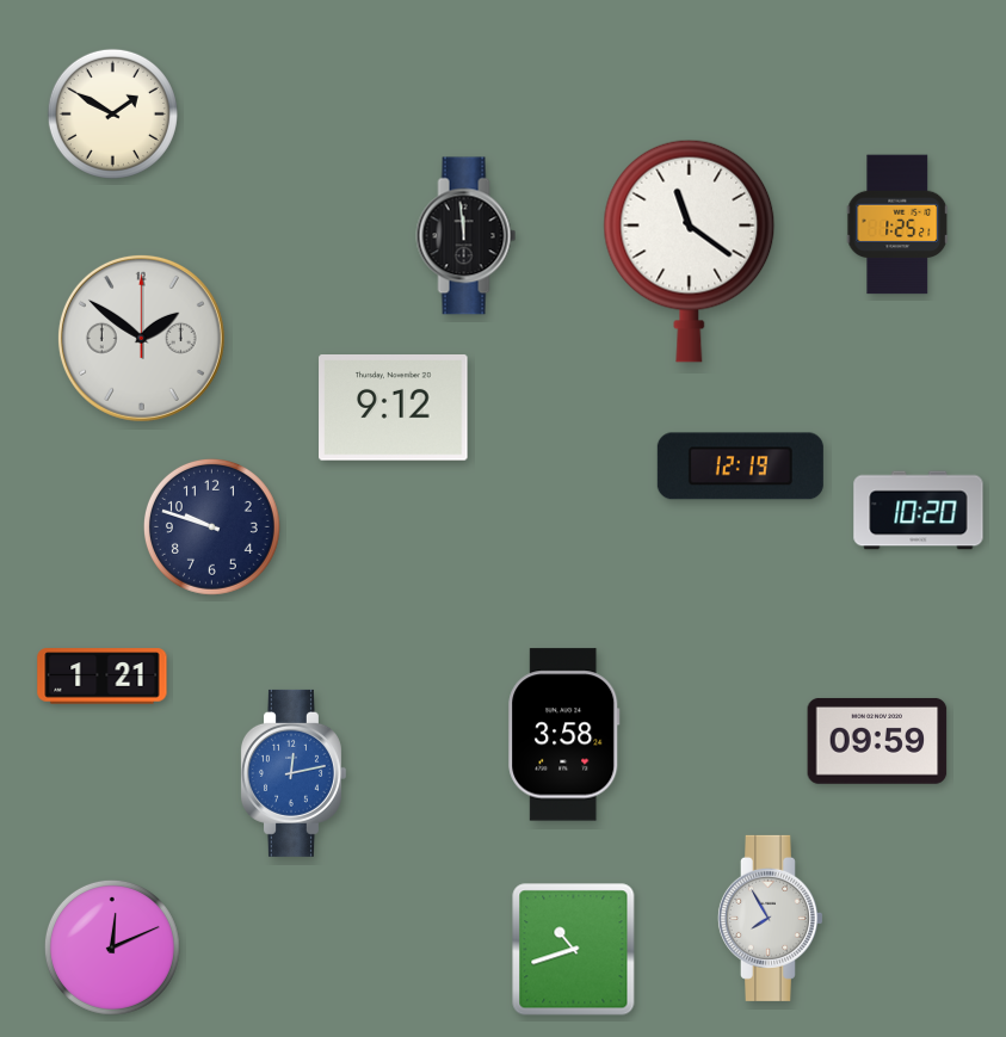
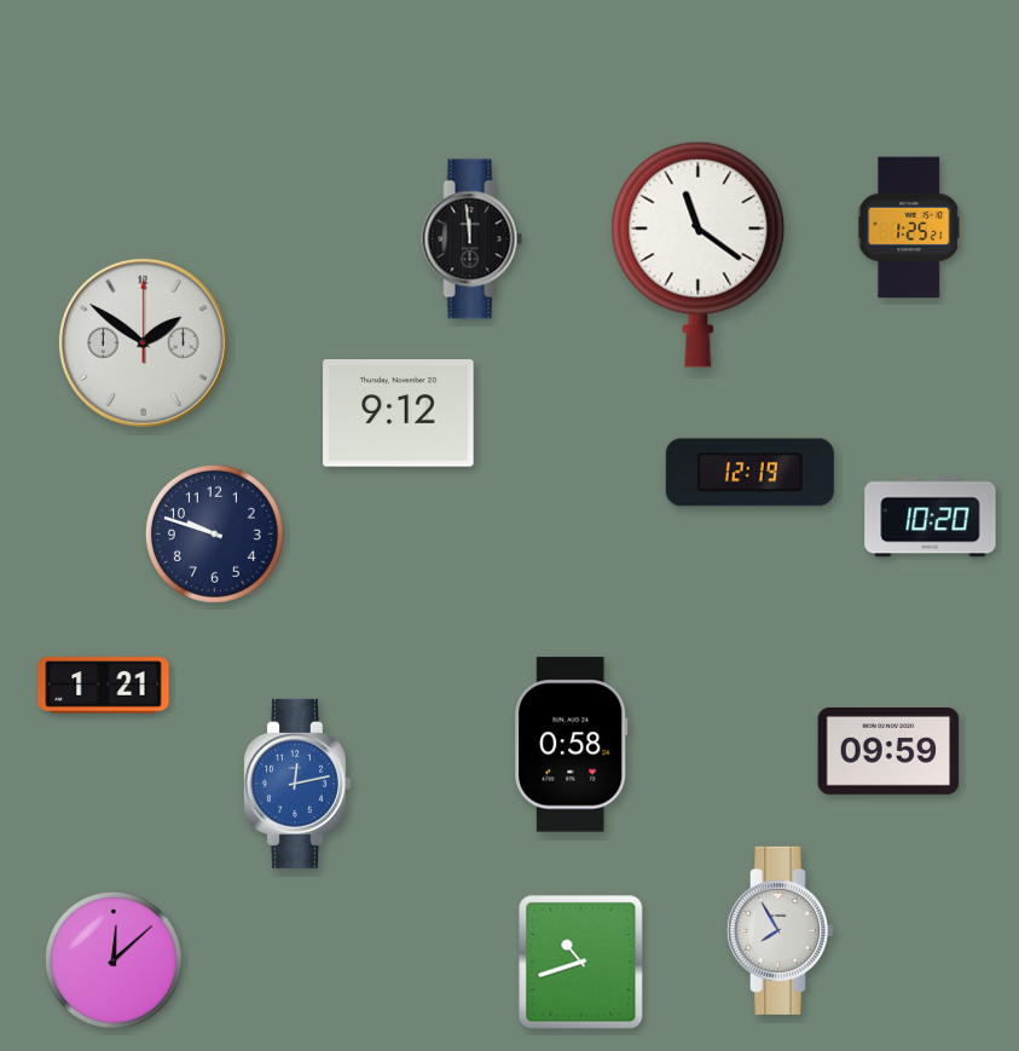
clock at (112, 113): 1:50 -> none
clock at (564, 735): 3:58 -> 0:58
clock at (112, 948): 12:11 -> 12:08
